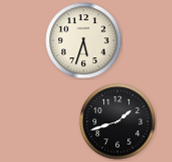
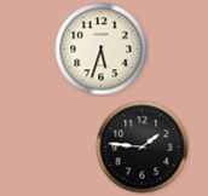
clock at (118, 122): 1:42 -> 1:46
